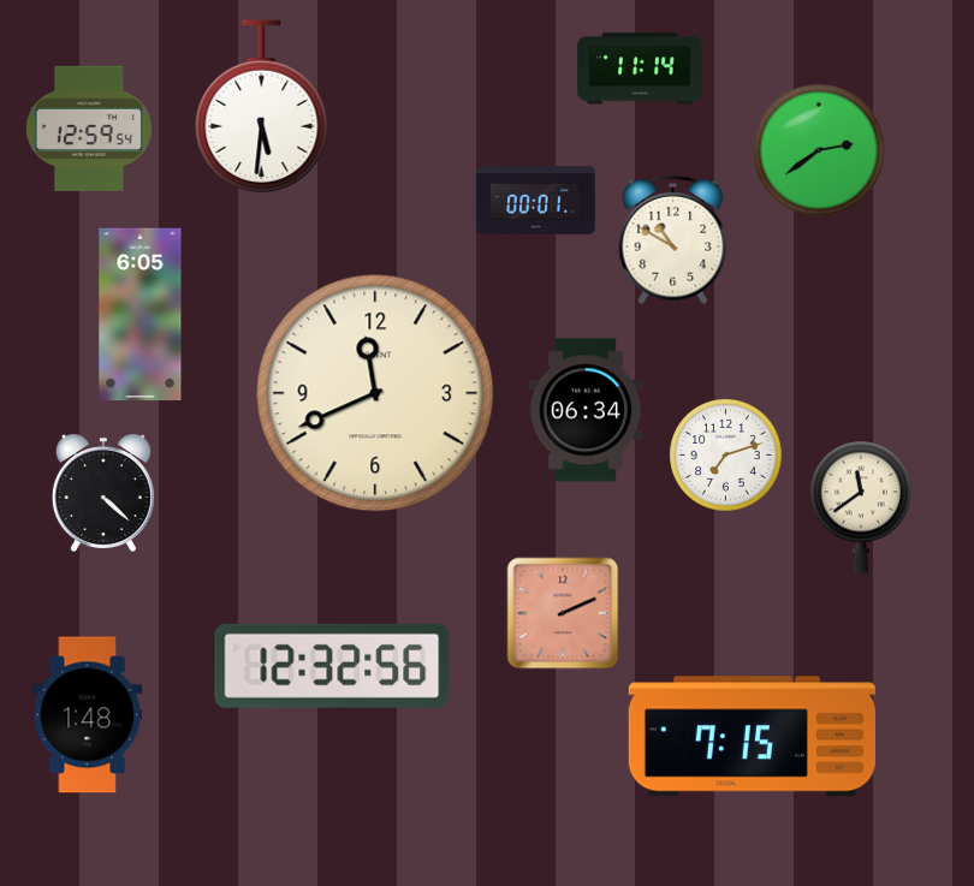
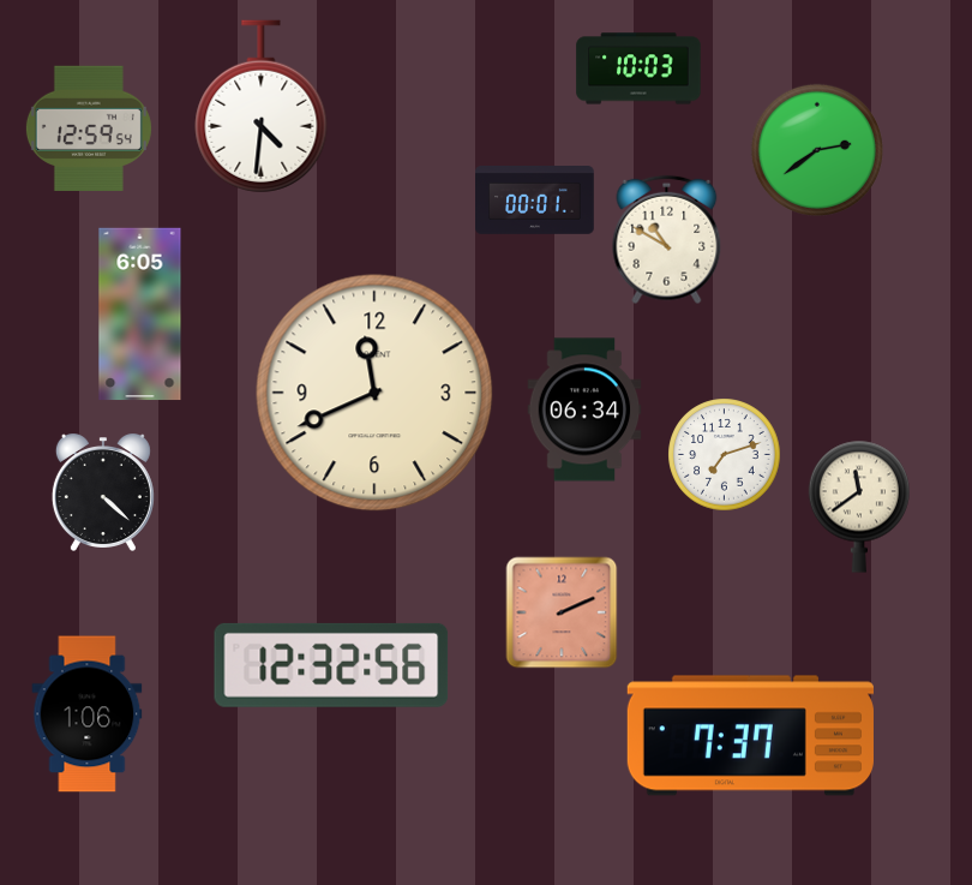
clock at (640, 69): 11:14 -> 10:03
clock at (262, 107): 5:31 -> 4:31
clock at (673, 239) position: (673, 239) -> (667, 239)
clock at (88, 715): 1:48 -> 1:06
clock at (752, 737): 7:15 -> 7:37
